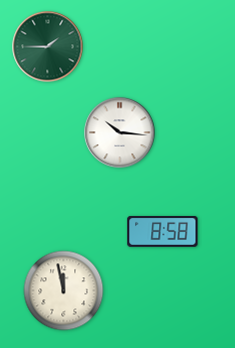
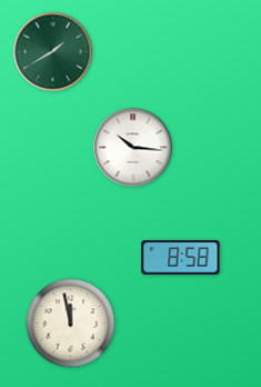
clock at (48, 47): 1:45 -> 1:40
